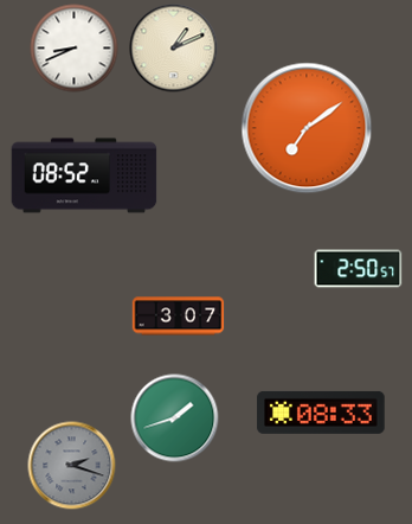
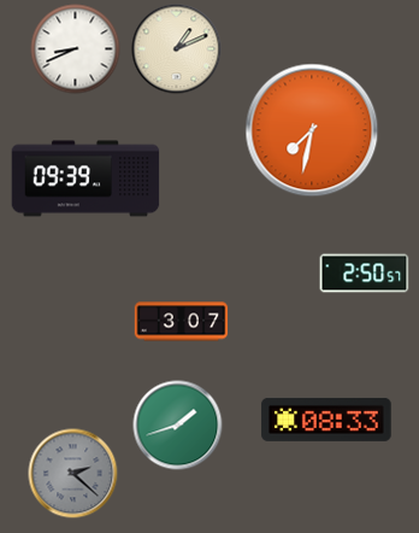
clock at (307, 128): 7:09 -> 7:32
clock at (84, 175): 08:52 -> 09:39
clock at (72, 466): 2:18 -> 2:22
